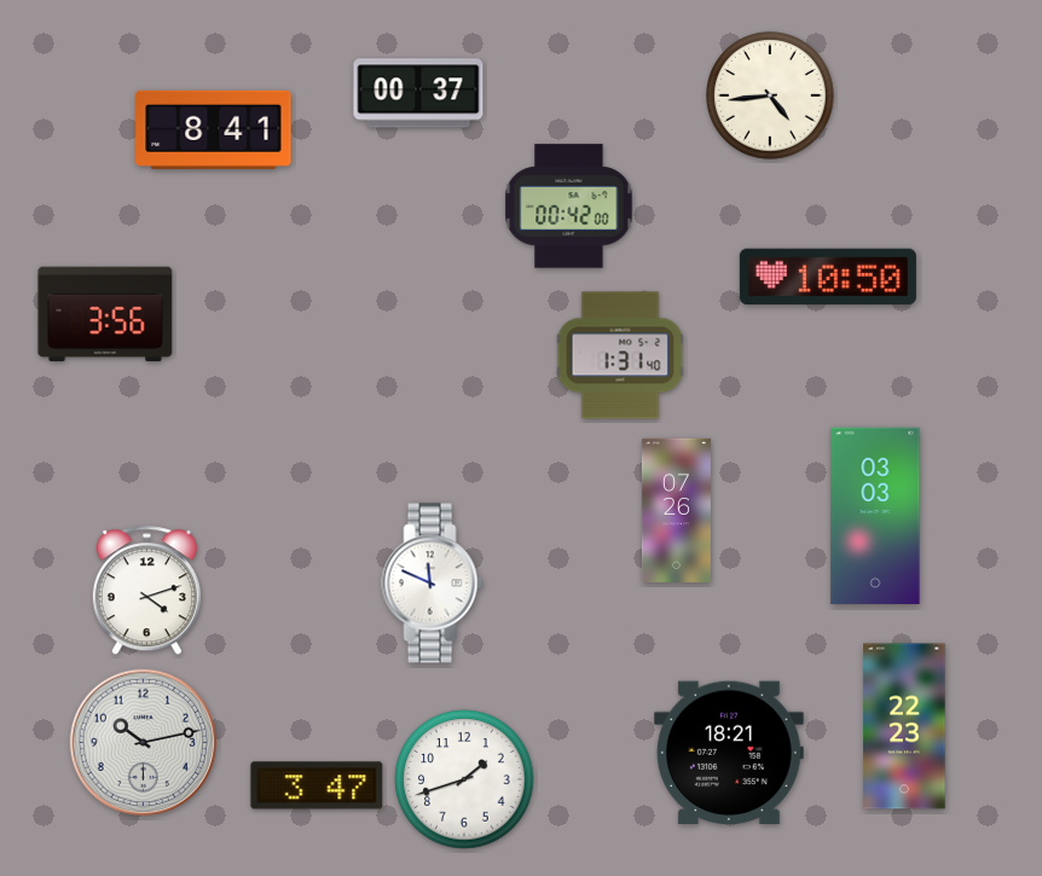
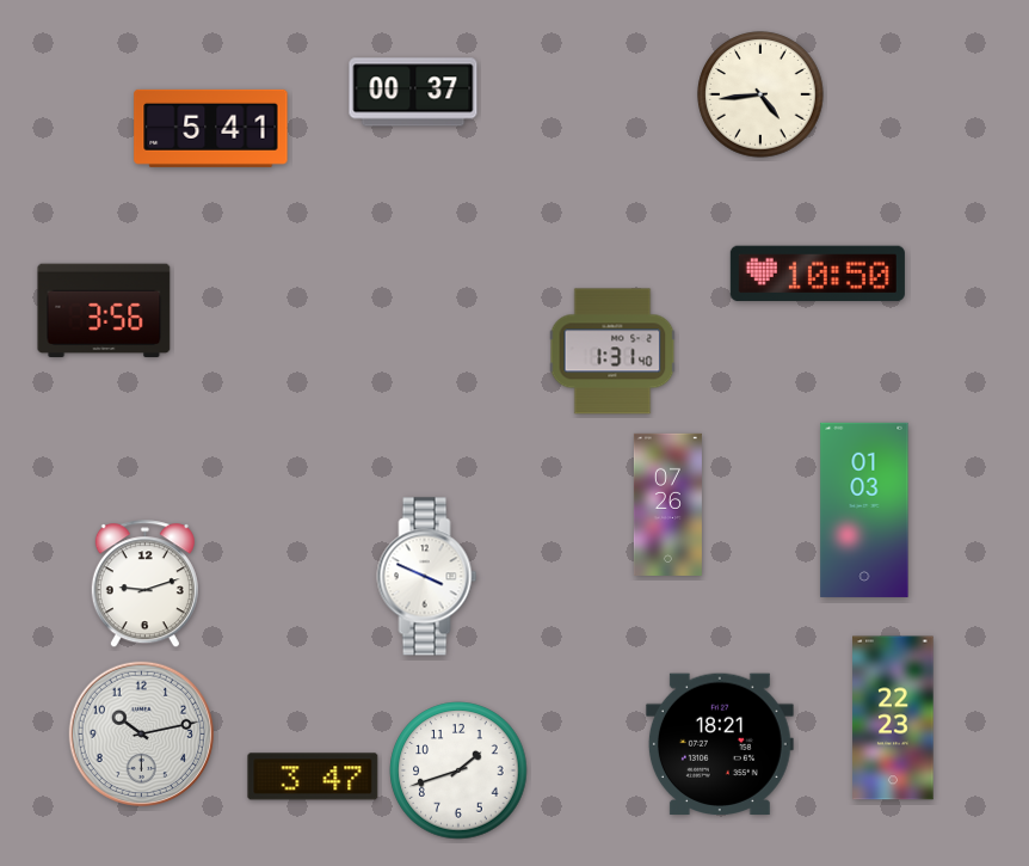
clock at (214, 129): 8:41 -> 5:41
clock at (569, 207): 00:42 -> none
clock at (875, 516): 03:03 -> 01:03
clock at (433, 584): 11:49 -> 3:49
clock at (146, 591): 4:12 -> 9:12
